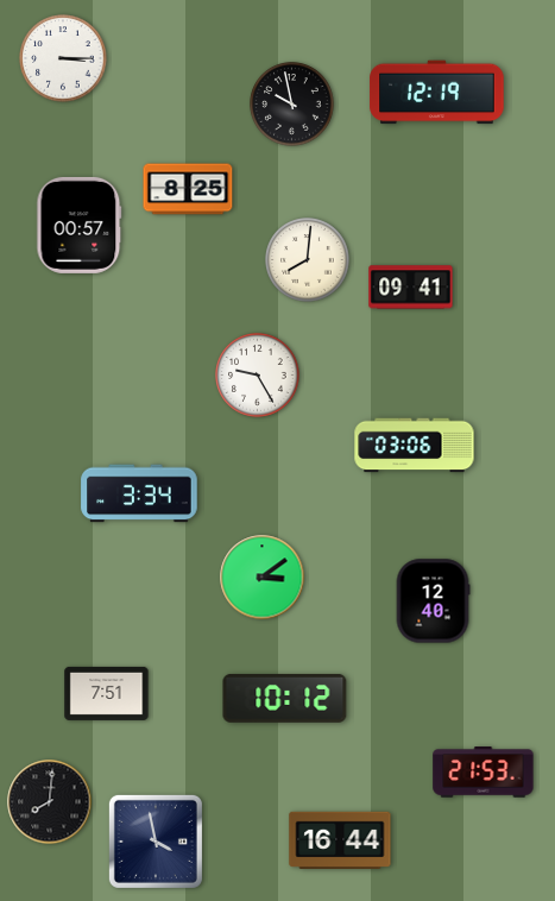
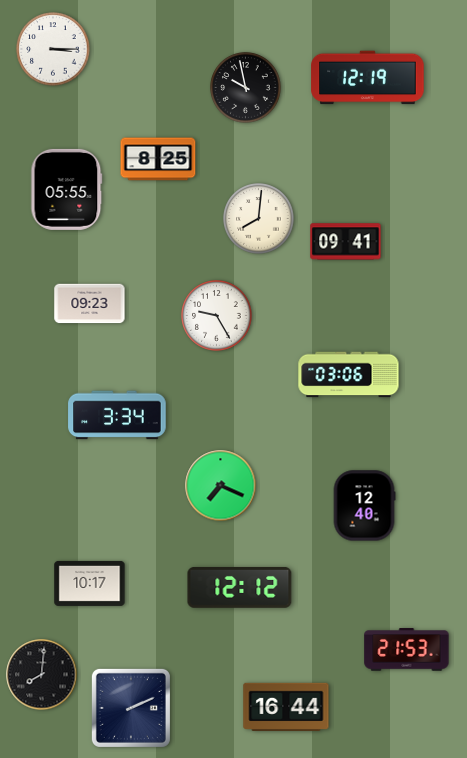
clock at (80, 225): 00:57 -> 05:55
clock at (90, 304): none -> 09:23
clock at (263, 578): 3:09 -> 7:19
clock at (107, 693): 7:51 -> 10:17
clock at (285, 699): 10:12 -> 12:12
clock at (156, 842): 3:58 -> 2:11
